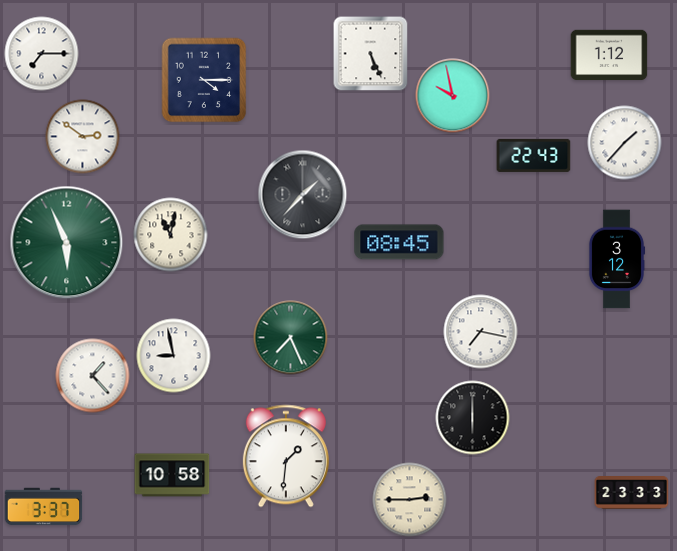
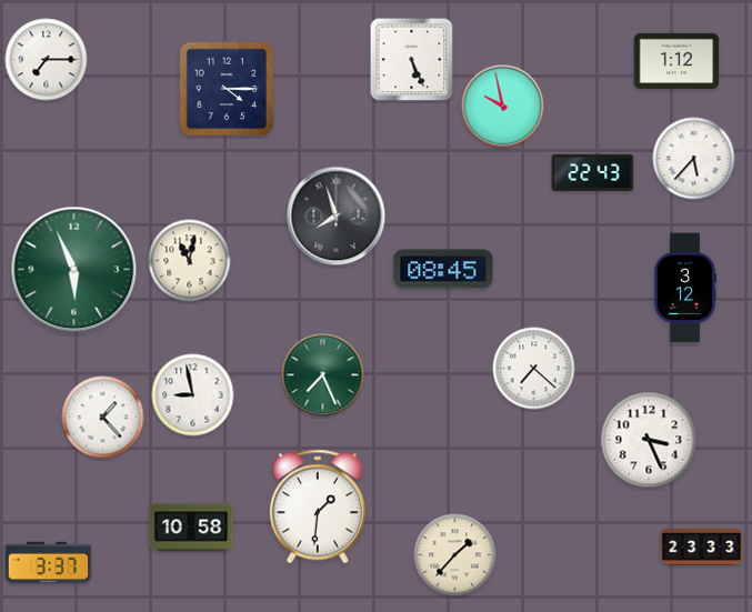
clock at (83, 137): 2:51 -> none
clock at (625, 143): 1:37 -> 5:37
clock at (303, 195): 1:37 -> 7:57
clock at (481, 332): 7:17 -> 7:22
clock at (649, 440): none -> 3:26
clock at (473, 418): 6:00 -> none
clock at (410, 500): 2:45 -> 1:37
